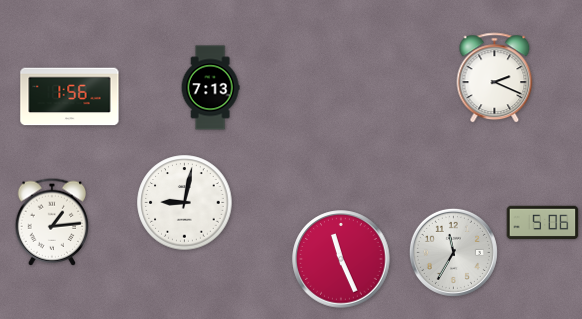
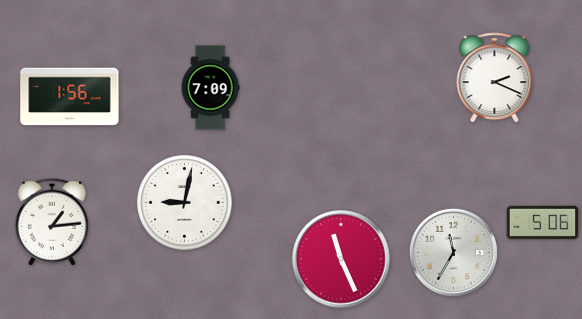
clock at (210, 88): 7:13 -> 7:09
